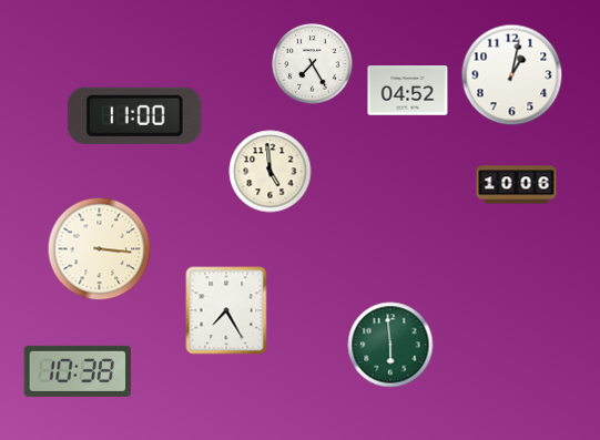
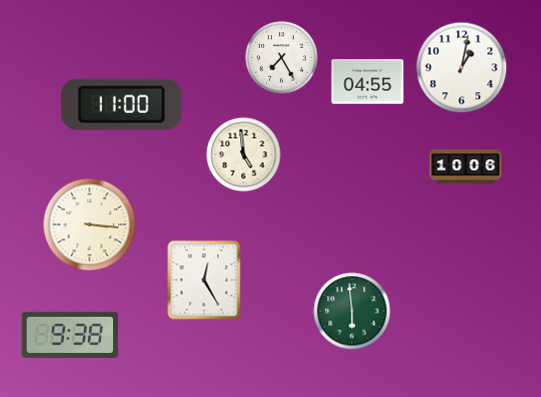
clock at (408, 91): 04:52 -> 04:55
clock at (226, 310): 7:25 -> 12:25
clock at (78, 371): 10:38 -> 9:38
